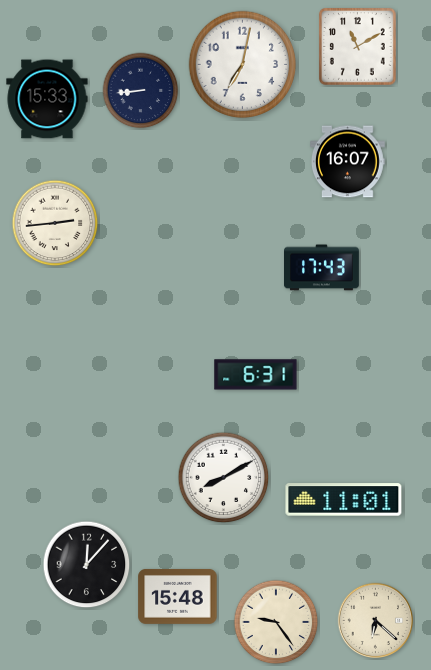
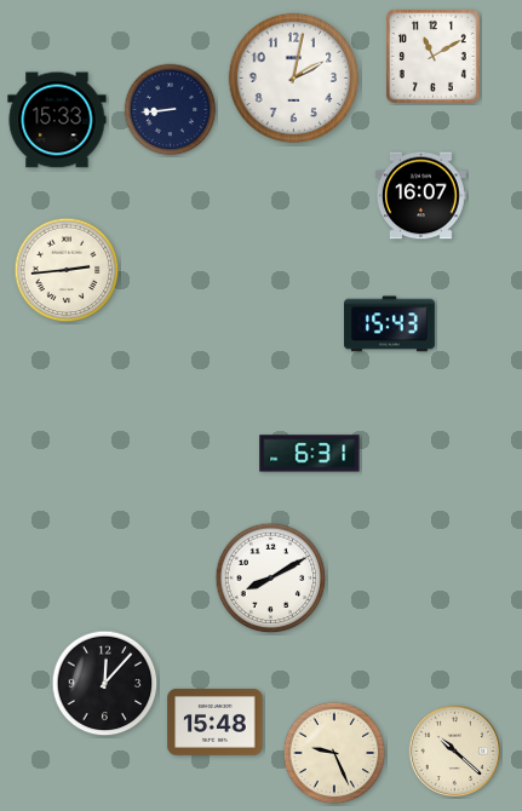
clock at (243, 65): 7:02 -> 2:02
clock at (322, 268): 17:43 -> 15:43
clock at (344, 500): 11:01 -> none
clock at (375, 620): 6:22 -> 10:22
clock at (276, 622): 9:24 -> 9:26
